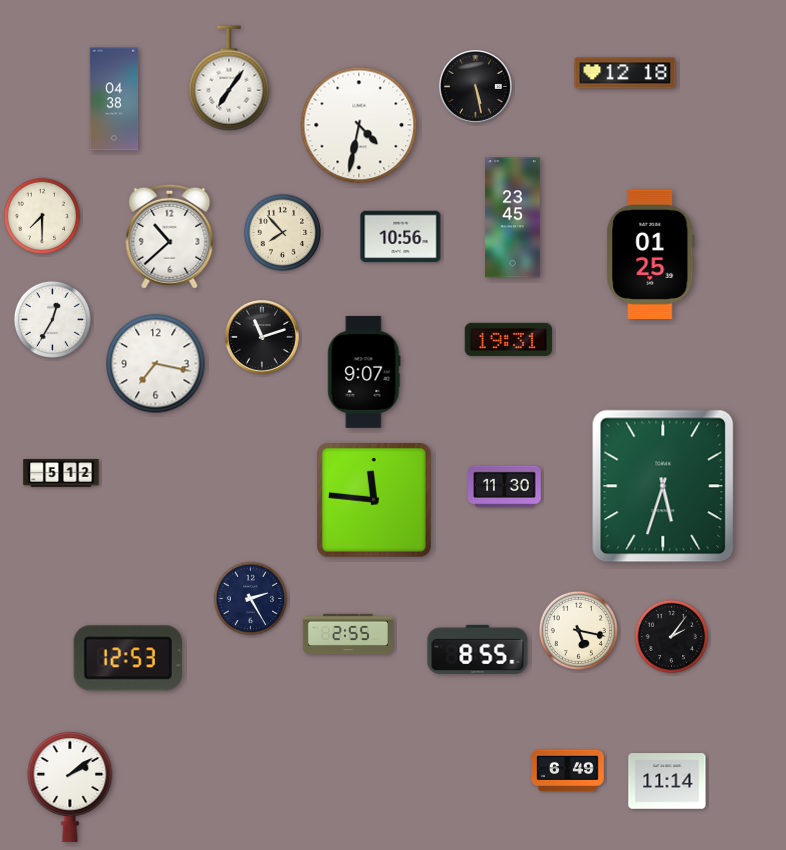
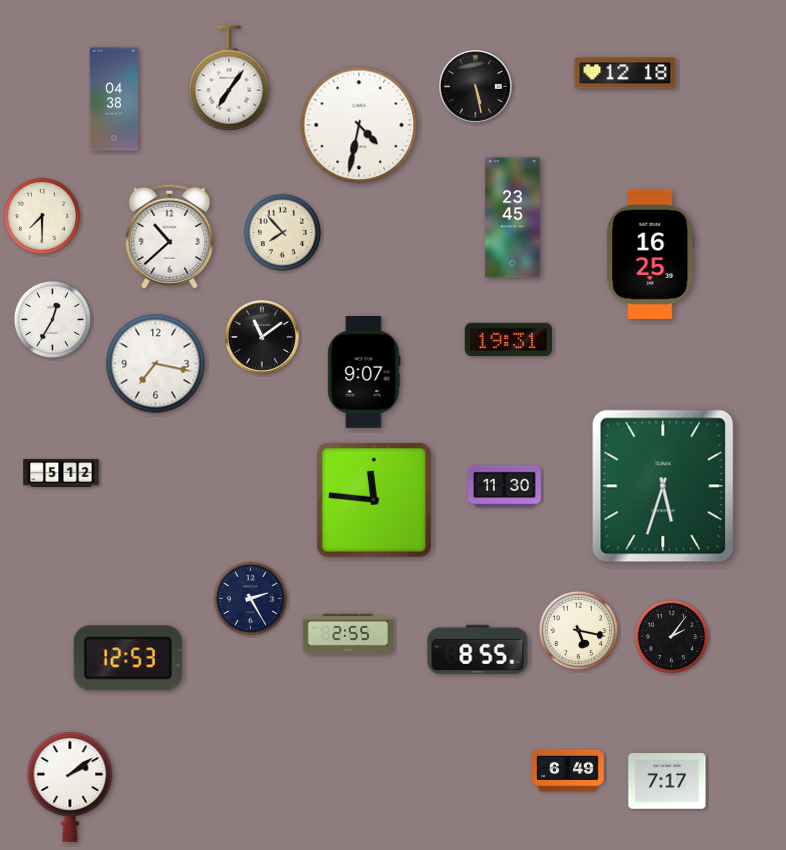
clock at (401, 237): 10:56 -> none
clock at (651, 254): 01:25 -> 16:25
clock at (262, 337): 11:12 -> 11:09
clock at (667, 781): 11:14 -> 7:17
